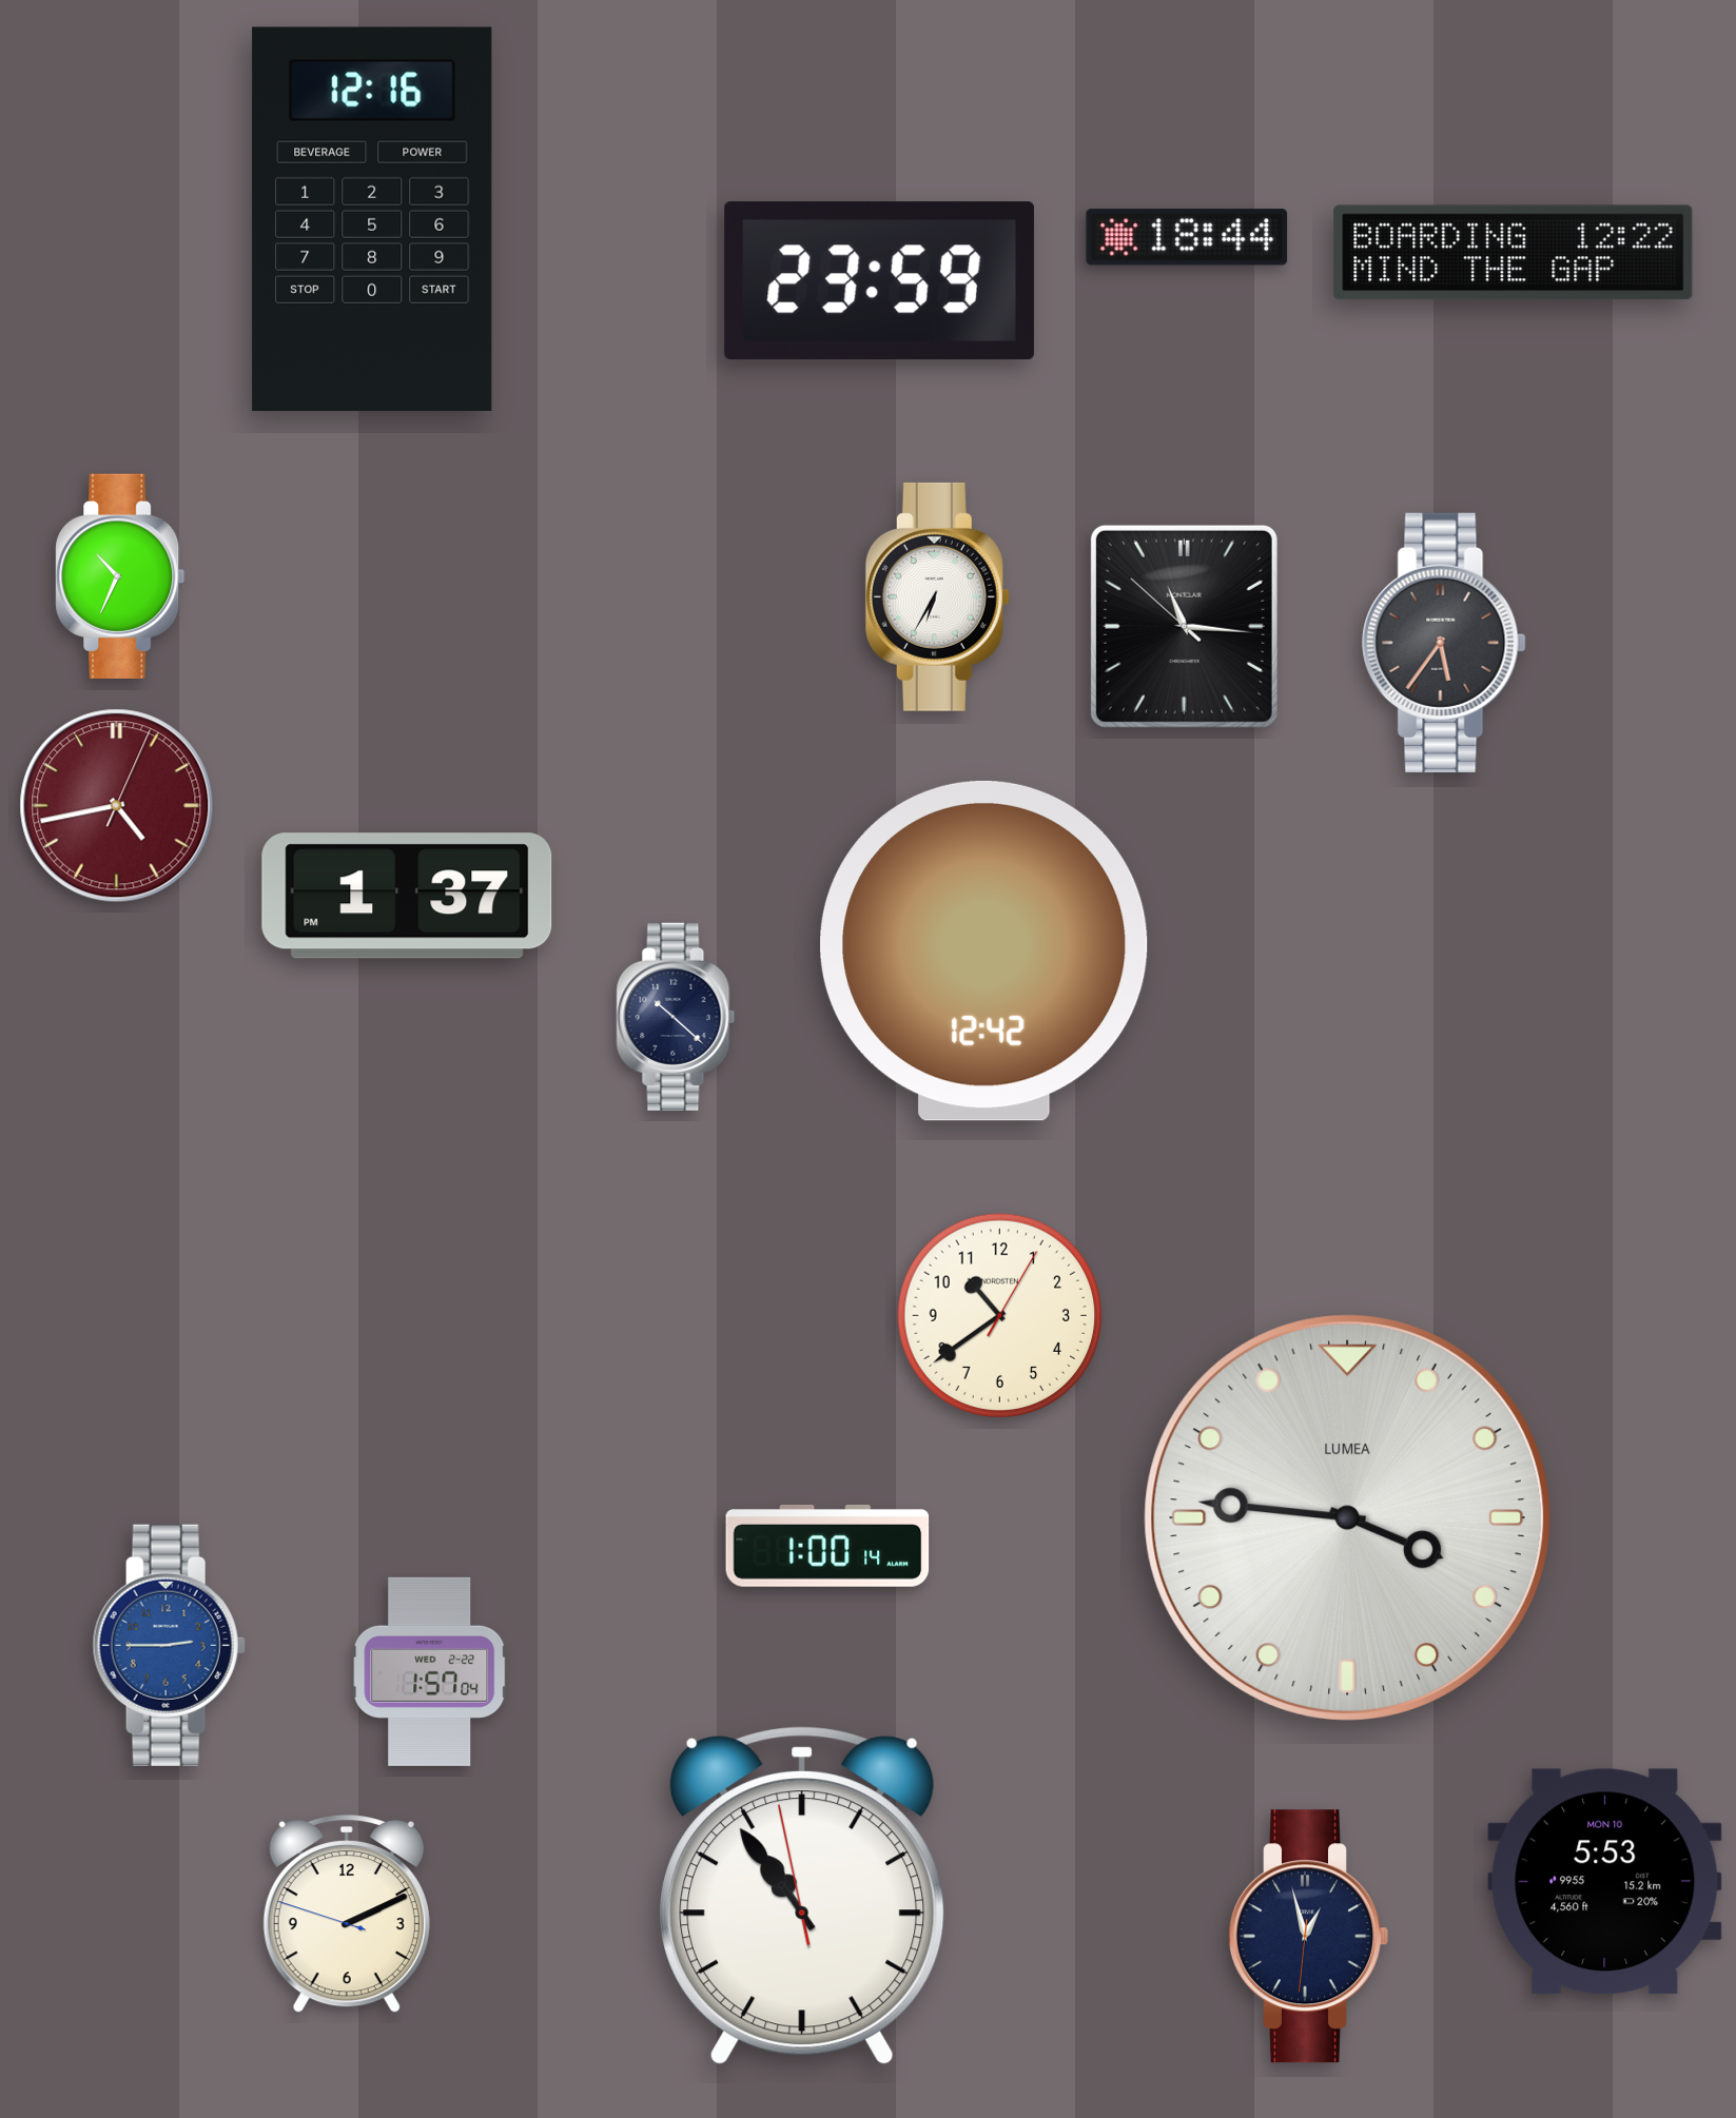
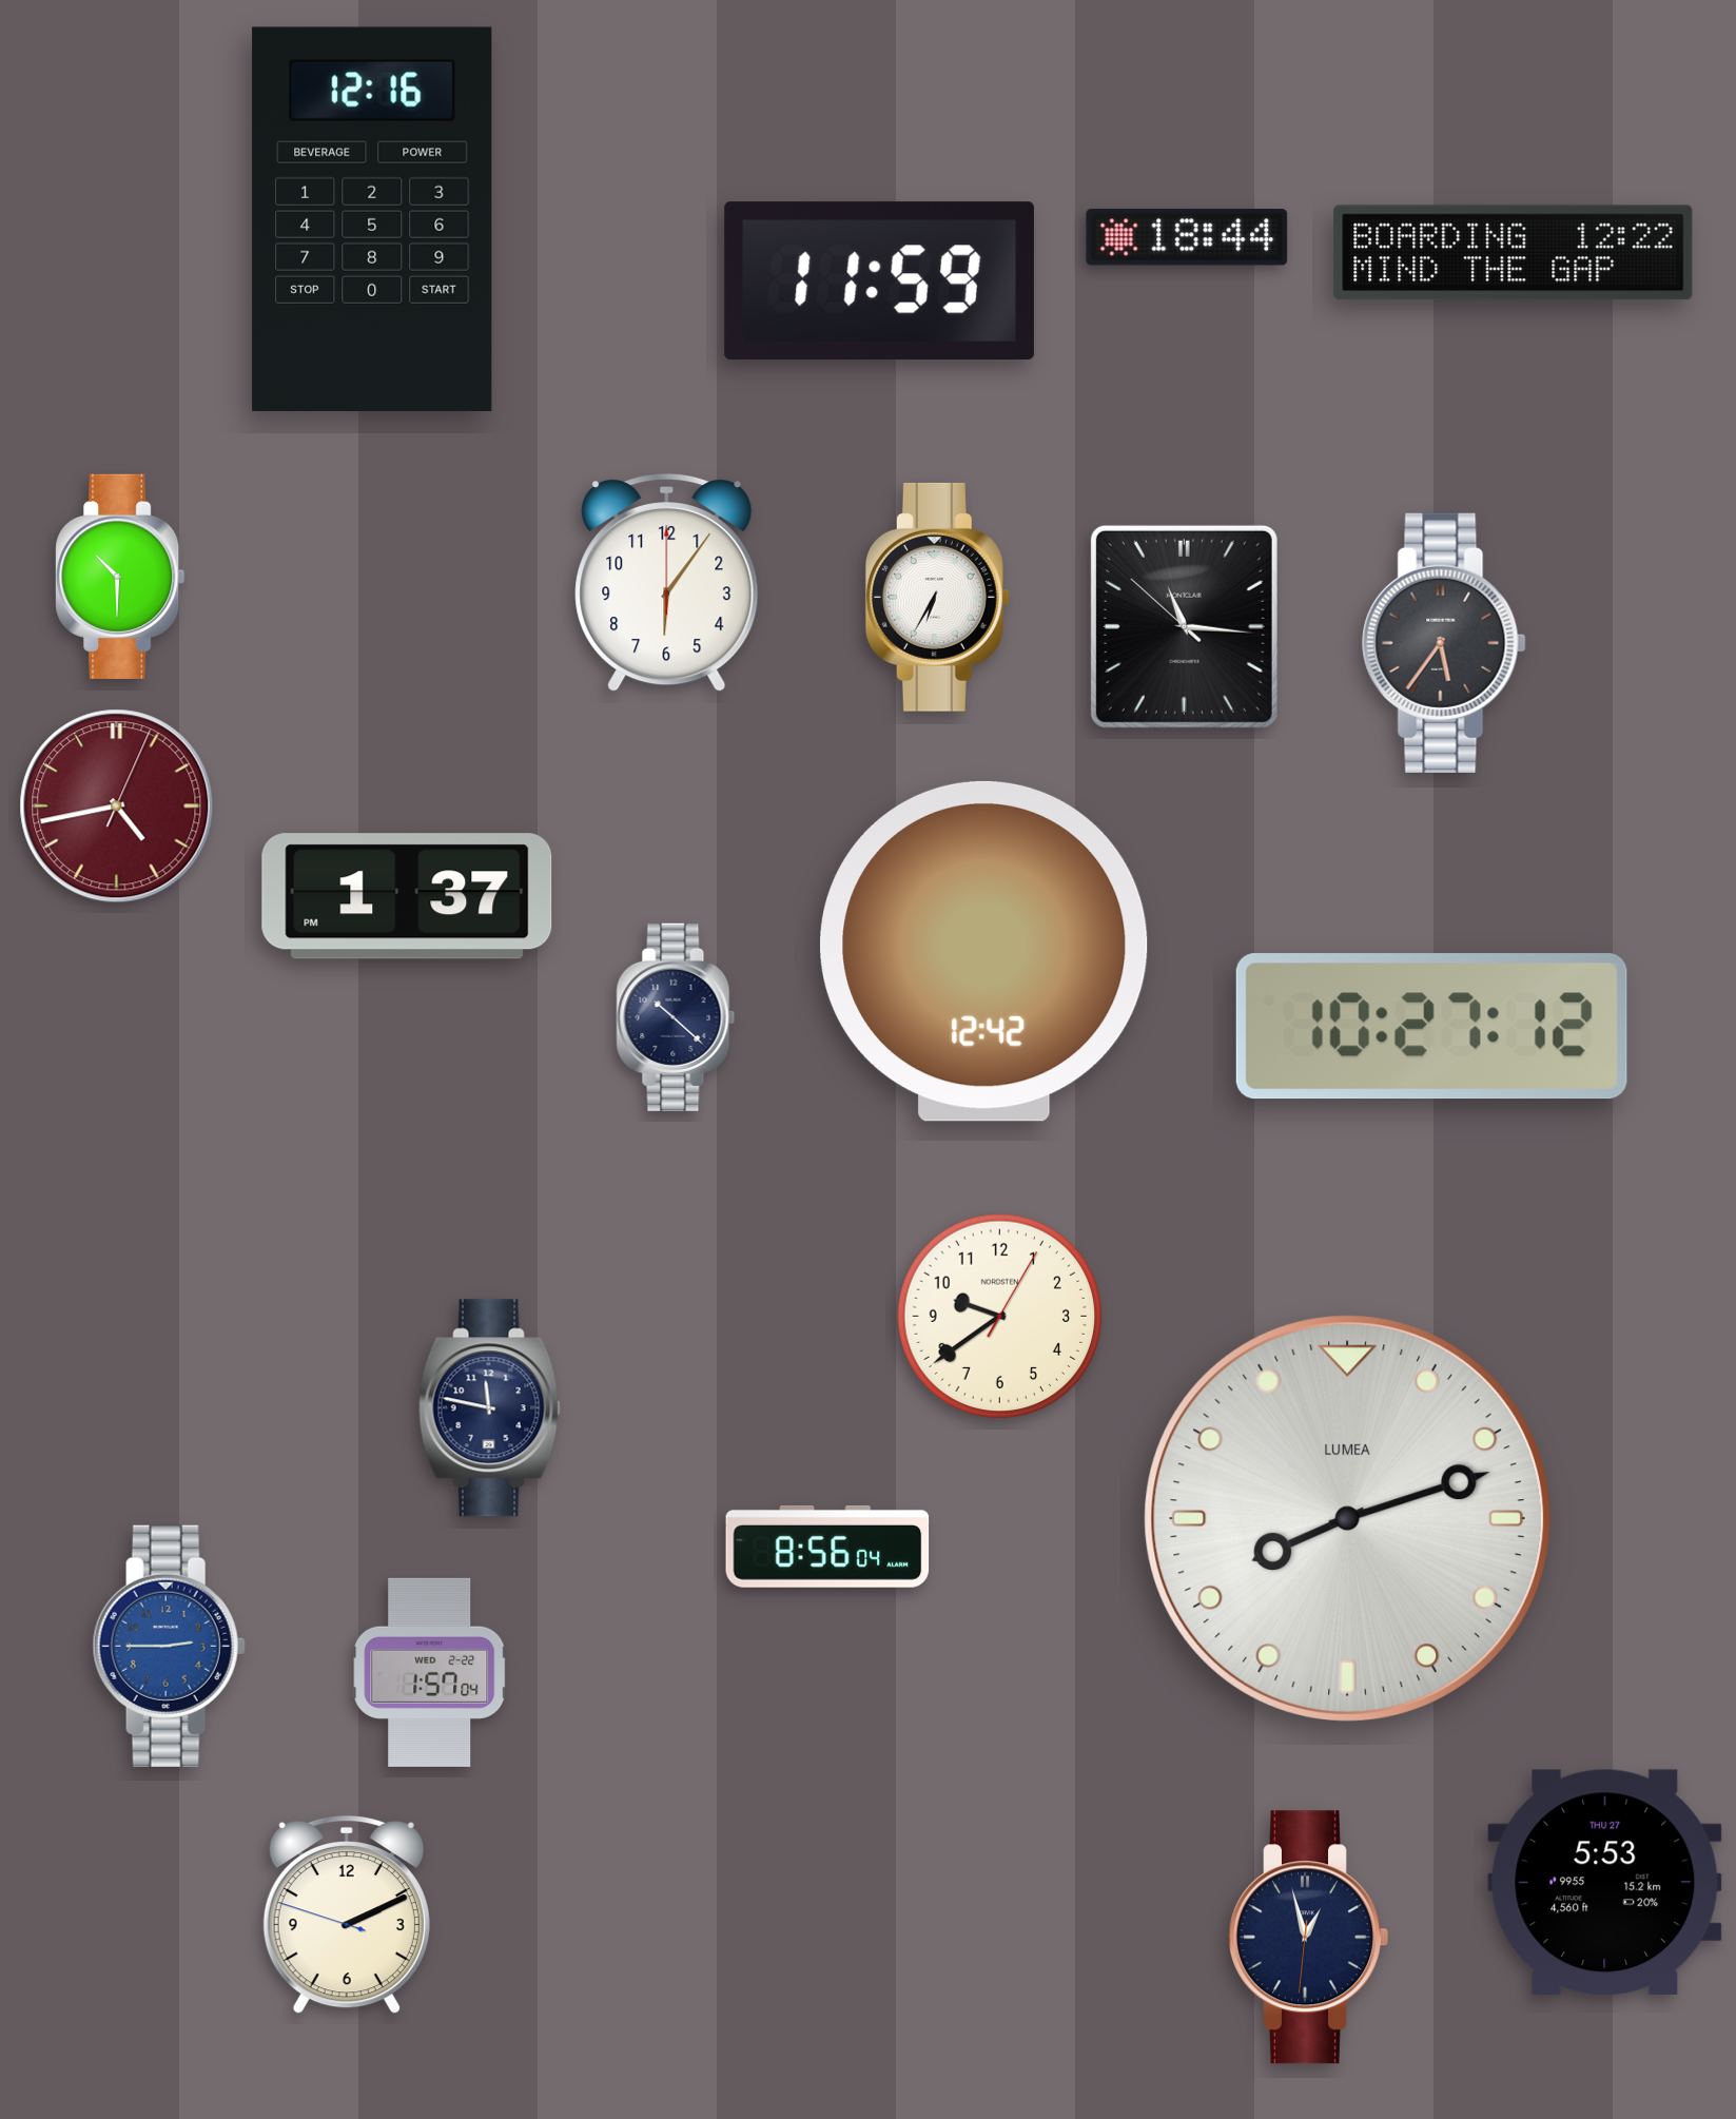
clock at (879, 280): 23:59 -> 11:59
clock at (120, 576): 10:34 -> 10:30
clock at (667, 583): none -> 6:06
clock at (1431, 1027): none -> 10:27
clock at (999, 1315): 10:39 -> 9:39
clock at (490, 1408): none -> 11:47
clock at (1347, 1517): 3:46 -> 8:12
clock at (827, 1546): 1:00 -> 8:56
clock at (1605, 1882) date: MON 10 -> THU 27
clock at (802, 1896): 10:53 -> none
